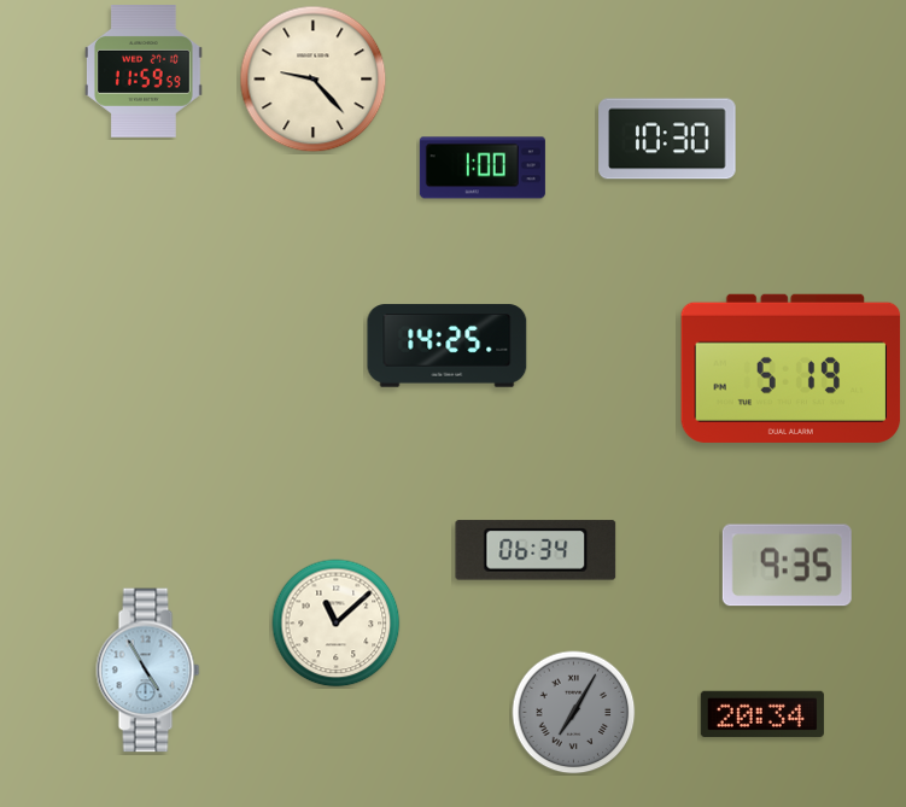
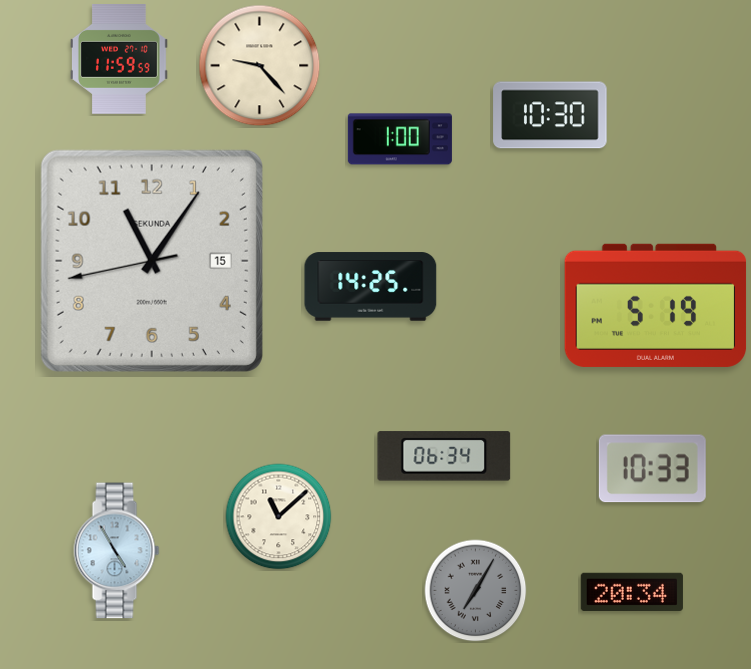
clock at (667, 139) position: (667, 139) -> (550, 115)
clock at (152, 261): none -> 11:05
clock at (787, 566): 9:35 -> 10:33
clock at (148, 671) position: (148, 671) -> (117, 551)
